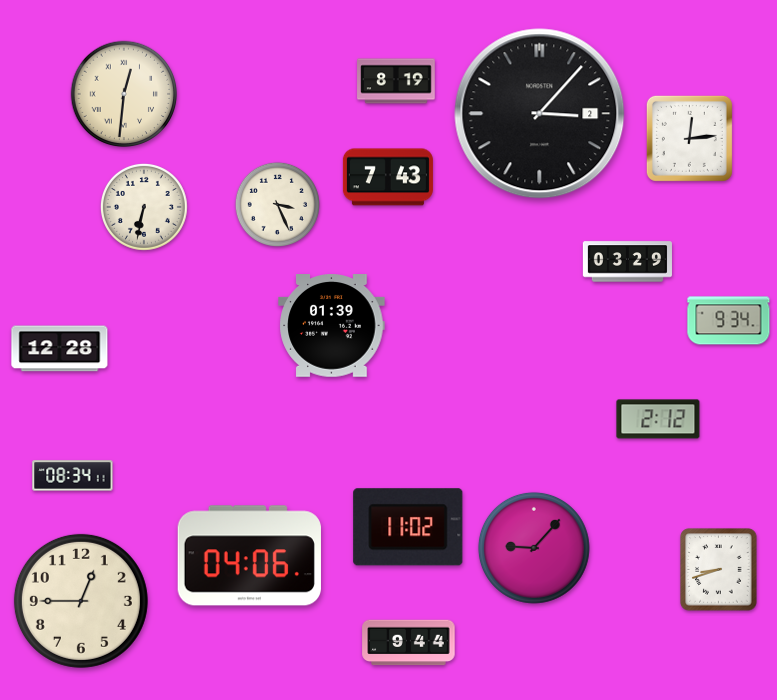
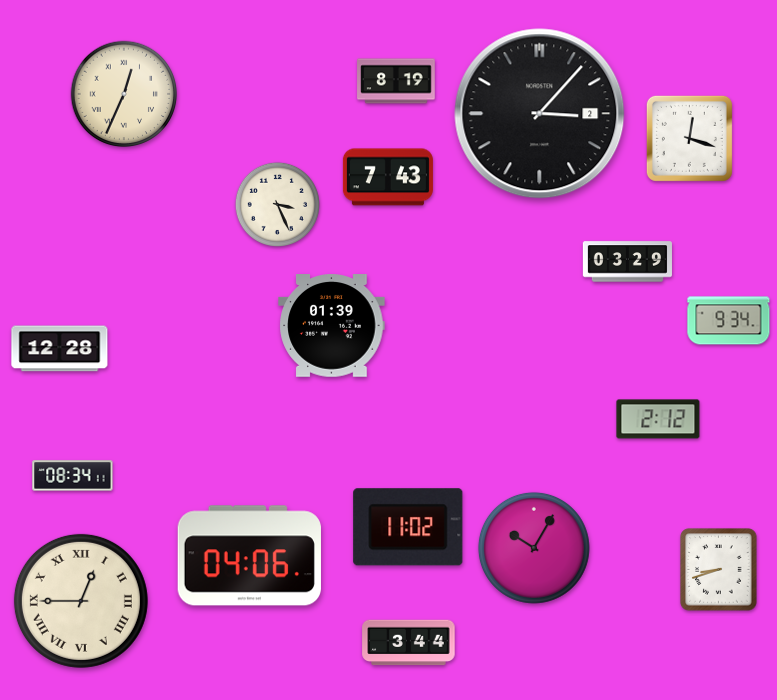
clock at (124, 94): 12:31 -> 12:34
clock at (689, 138): 12:14 -> 12:18
clock at (144, 207): 6:32 -> none
clock at (534, 548): 9:07 -> 10:05
clock at (81, 601) numerals: Arabic -> Roman
clock at (409, 643): 9:44 -> 3:44
